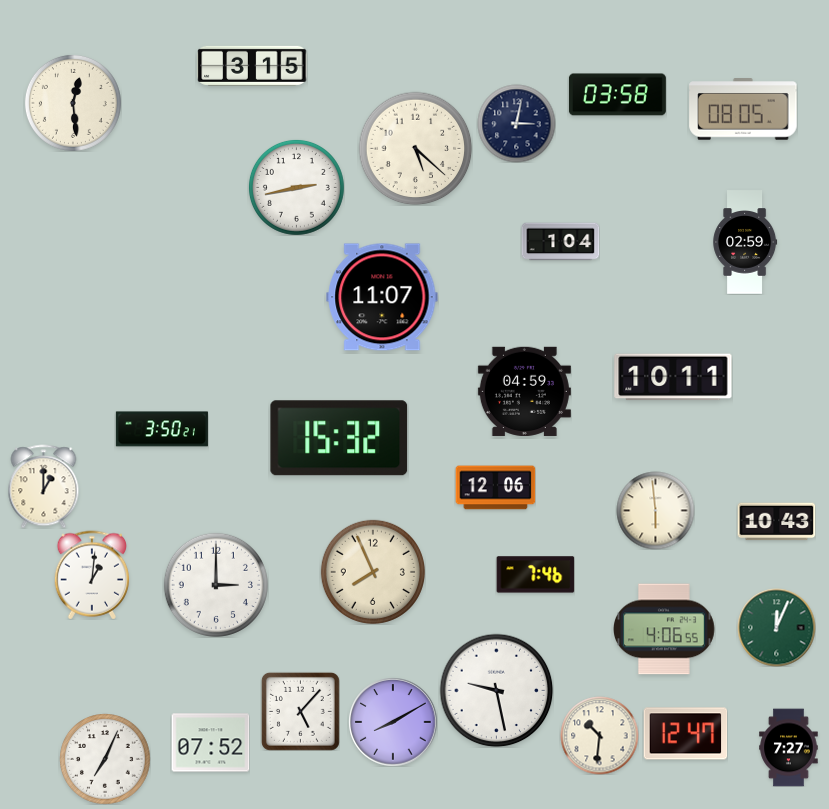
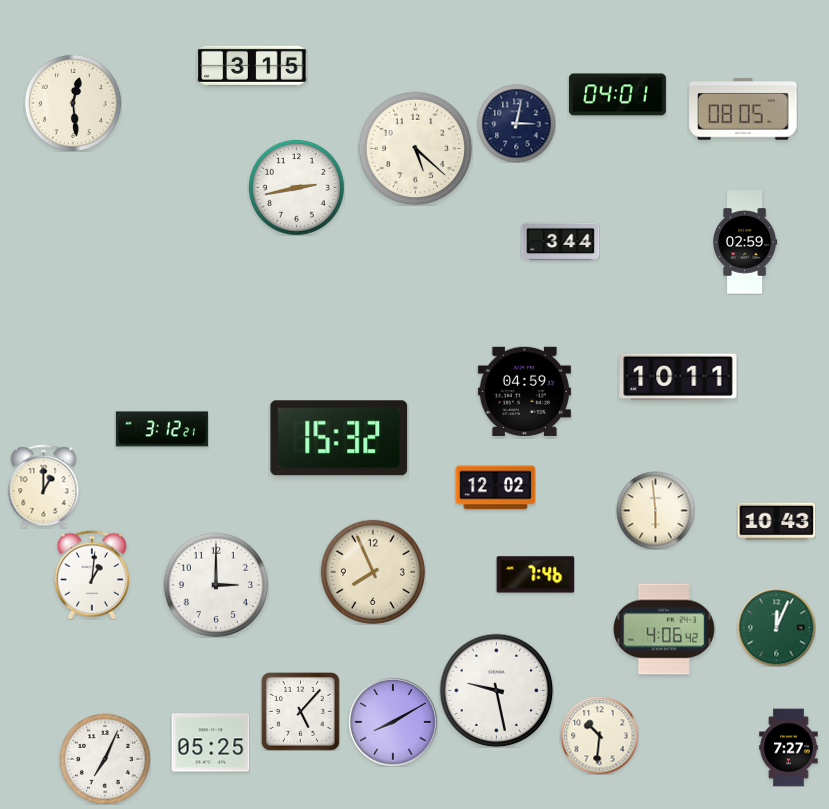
clock at (617, 95): 03:58 -> 04:01
clock at (560, 242): 1:04 -> 3:44
clock at (382, 297): 11:07 -> none
clock at (673, 377) position: (673, 377) -> (678, 377)
clock at (162, 429): 3:50 -> 3:12
clock at (495, 488): 12:06 -> 12:02
clock at (665, 629): 4:06:55 -> 4:06:42
clock at (685, 734): 12:47 -> none
clock at (210, 743): 07:52 -> 05:25
